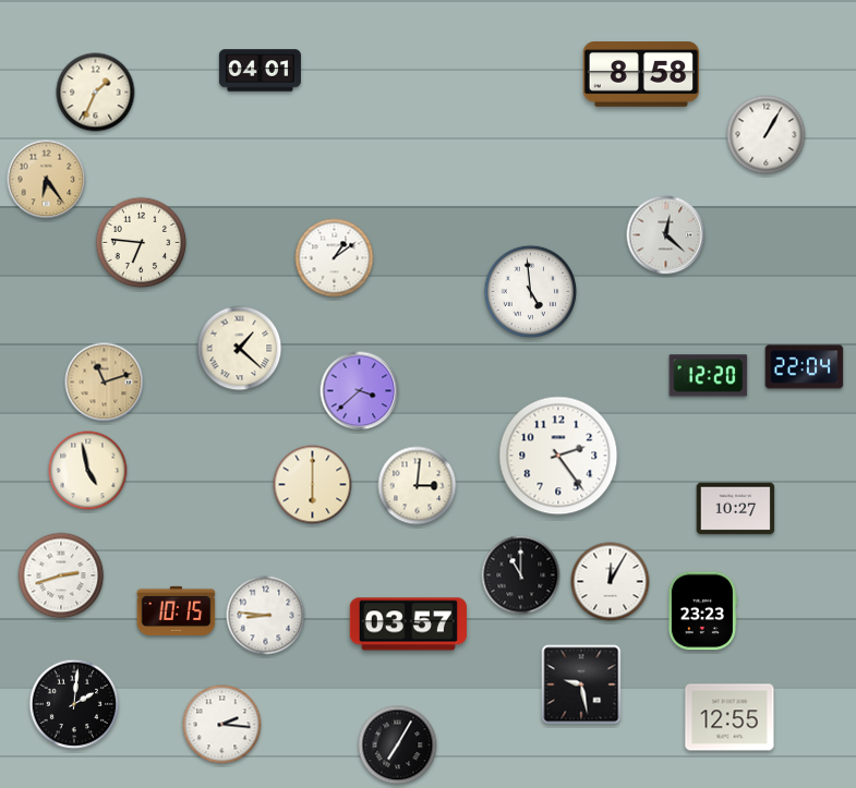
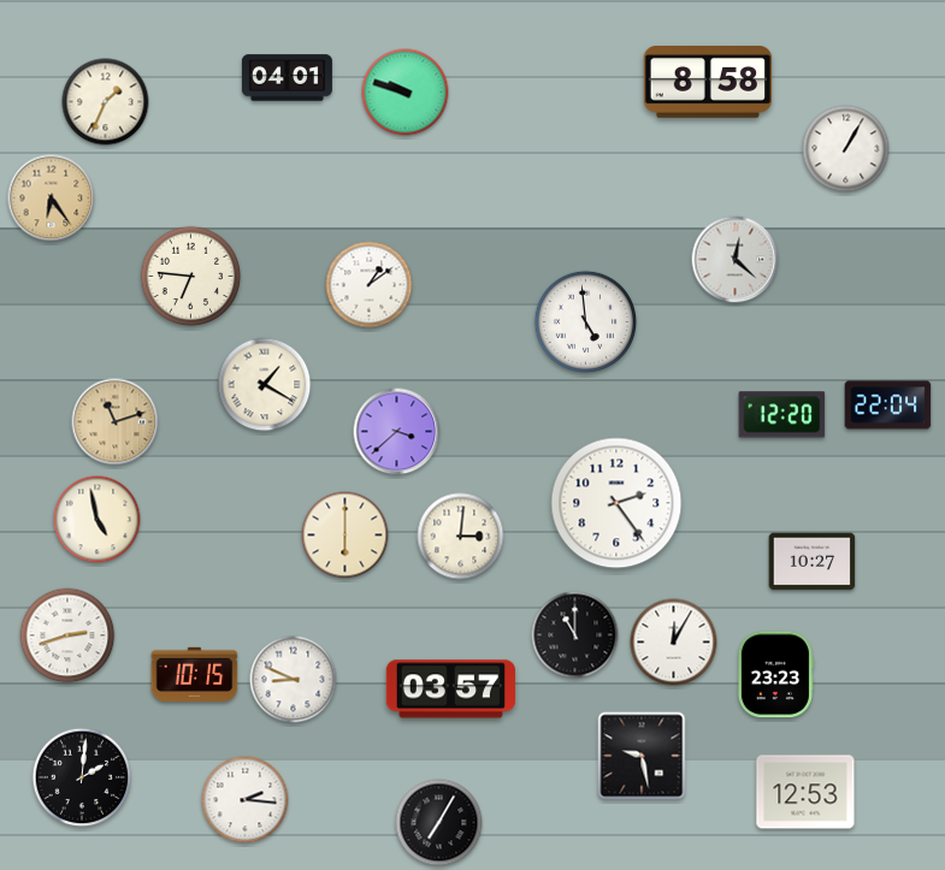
clock at (406, 93): none -> 9:48
clock at (142, 243) position: (142, 243) -> (191, 277)
clock at (240, 349): 1:22 -> 1:20
clock at (266, 616): 8:46 -> 8:49
clock at (730, 717): 12:55 -> 12:53
